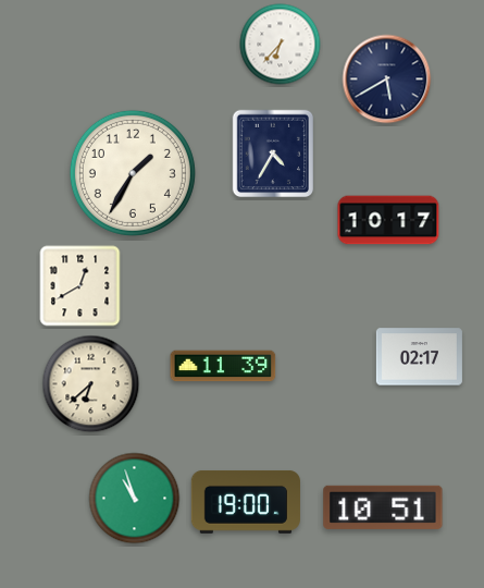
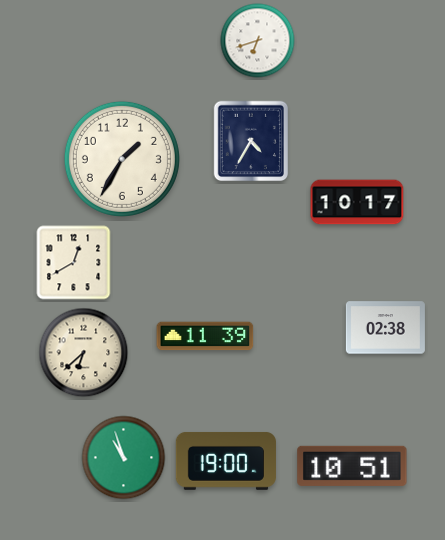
clock at (281, 45): 6:37 -> 6:42
clock at (387, 79): 5:40 -> none
clock at (419, 357): 02:17 -> 02:38
